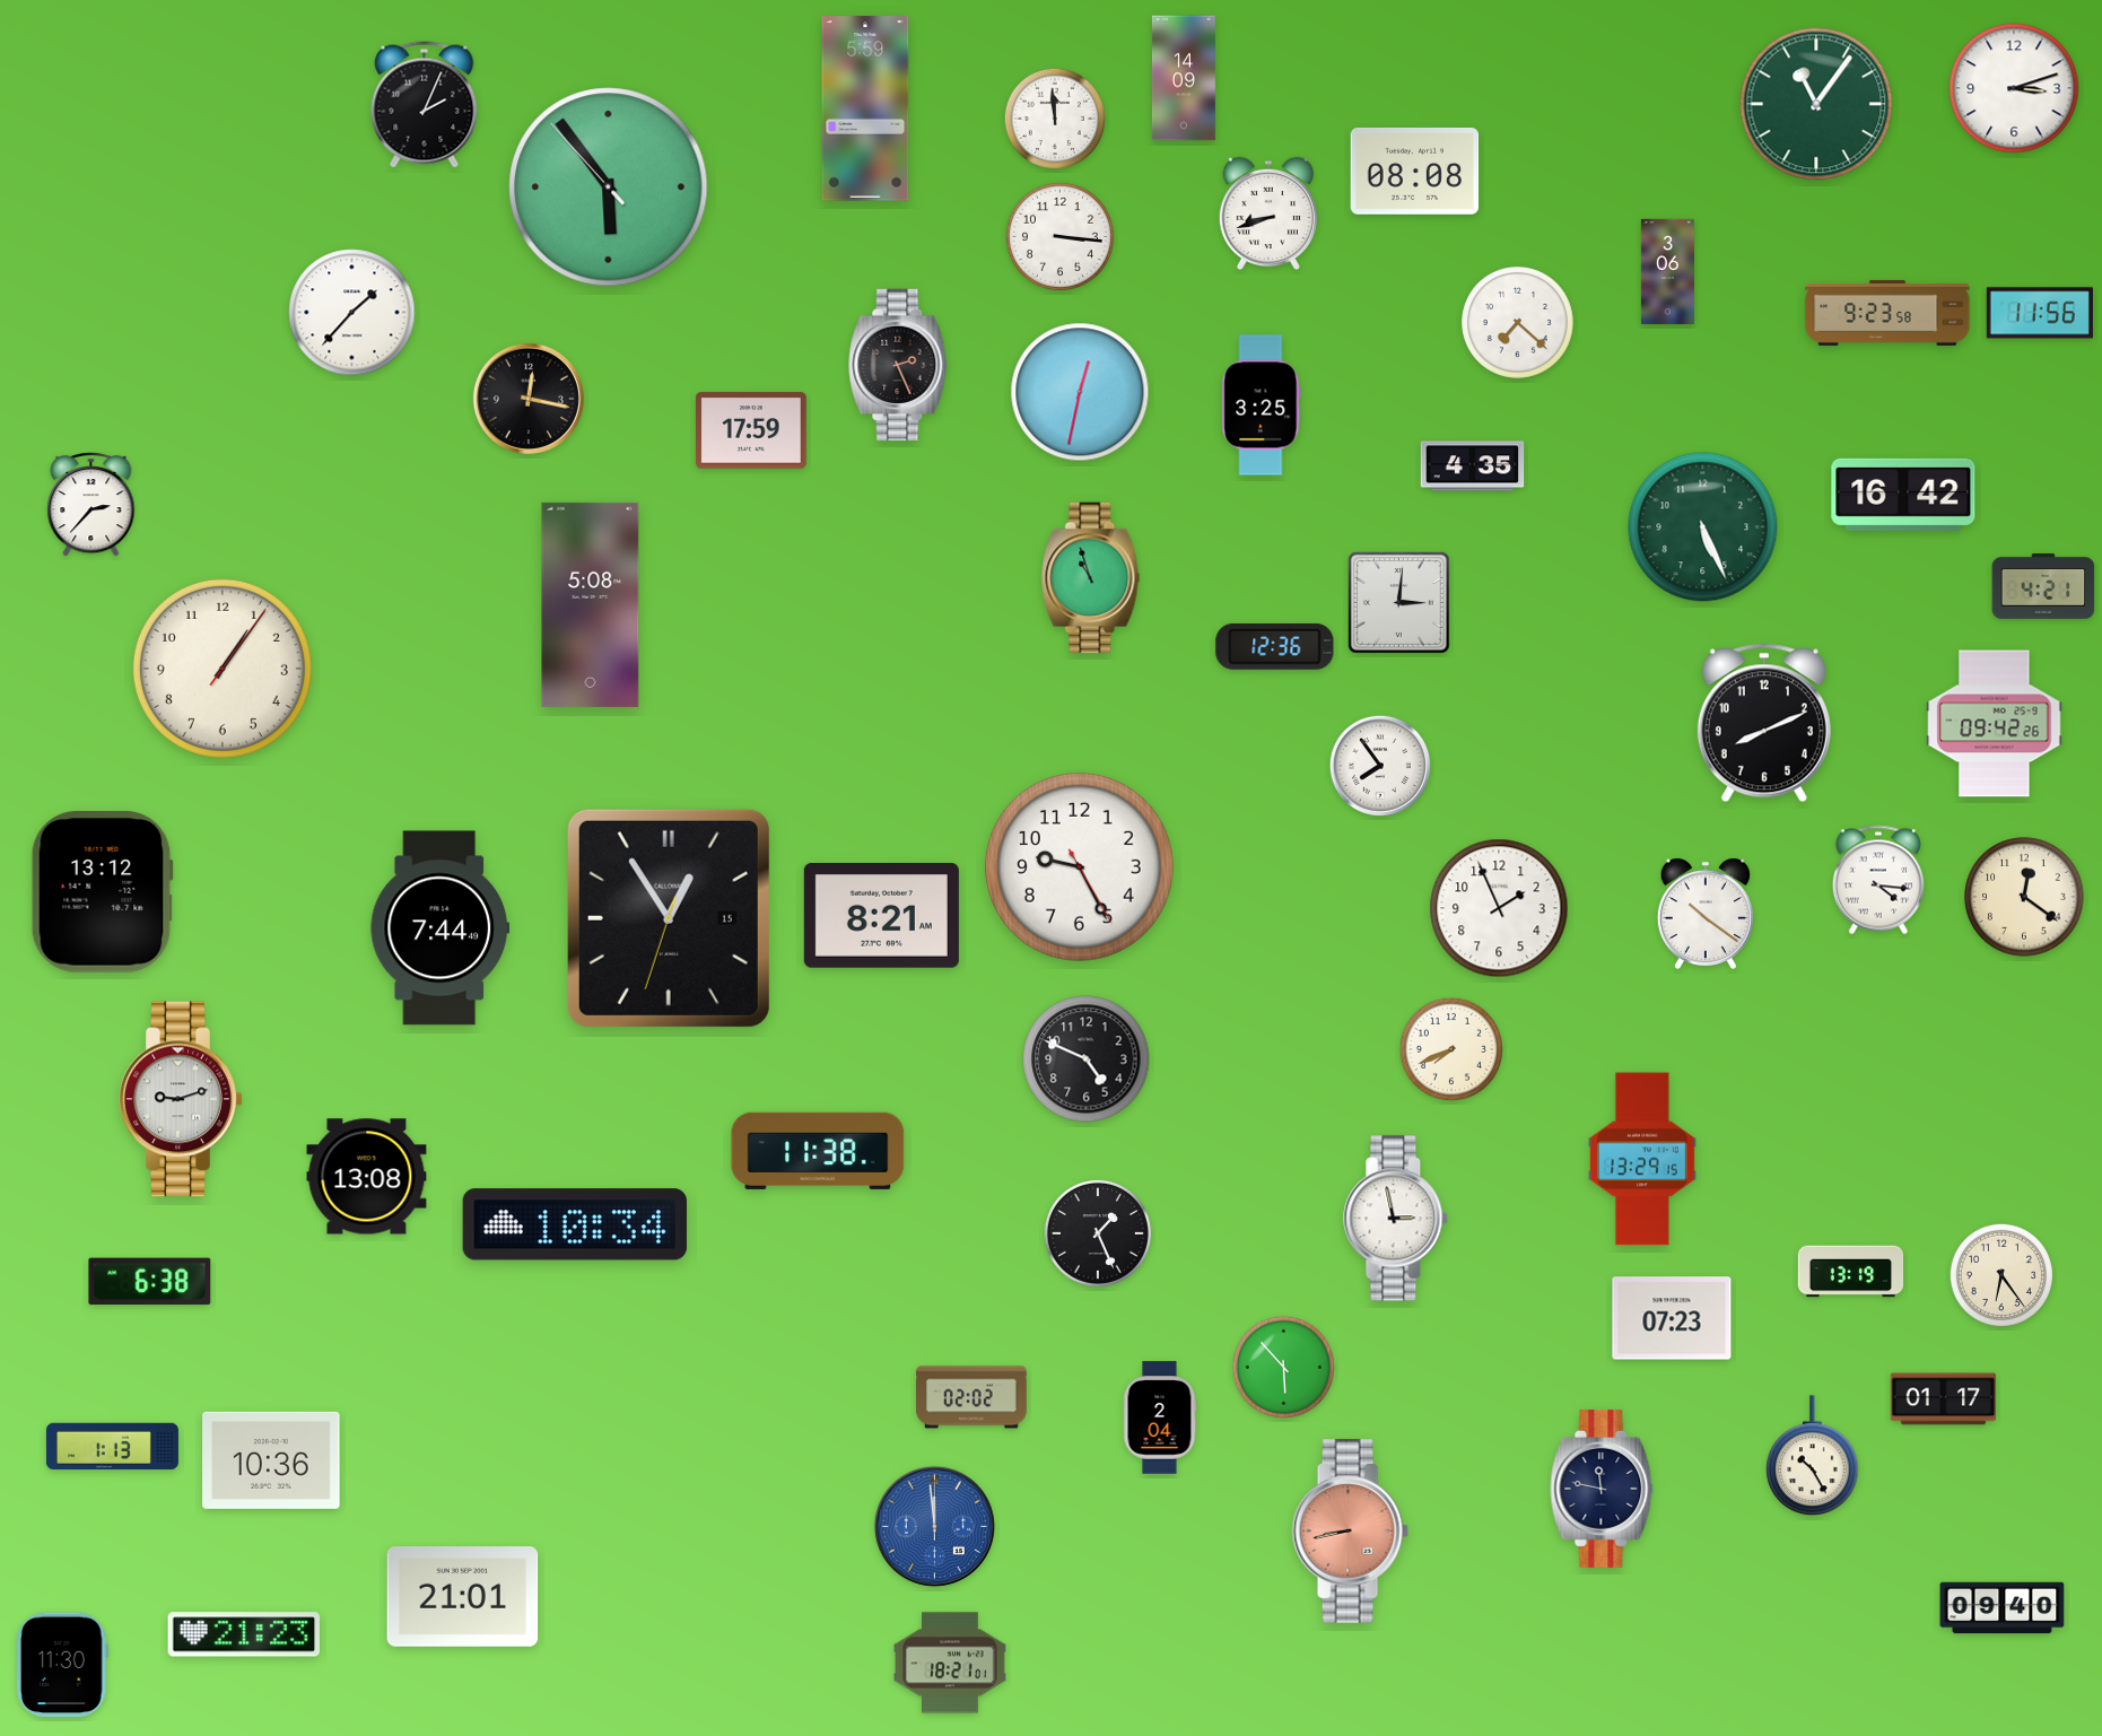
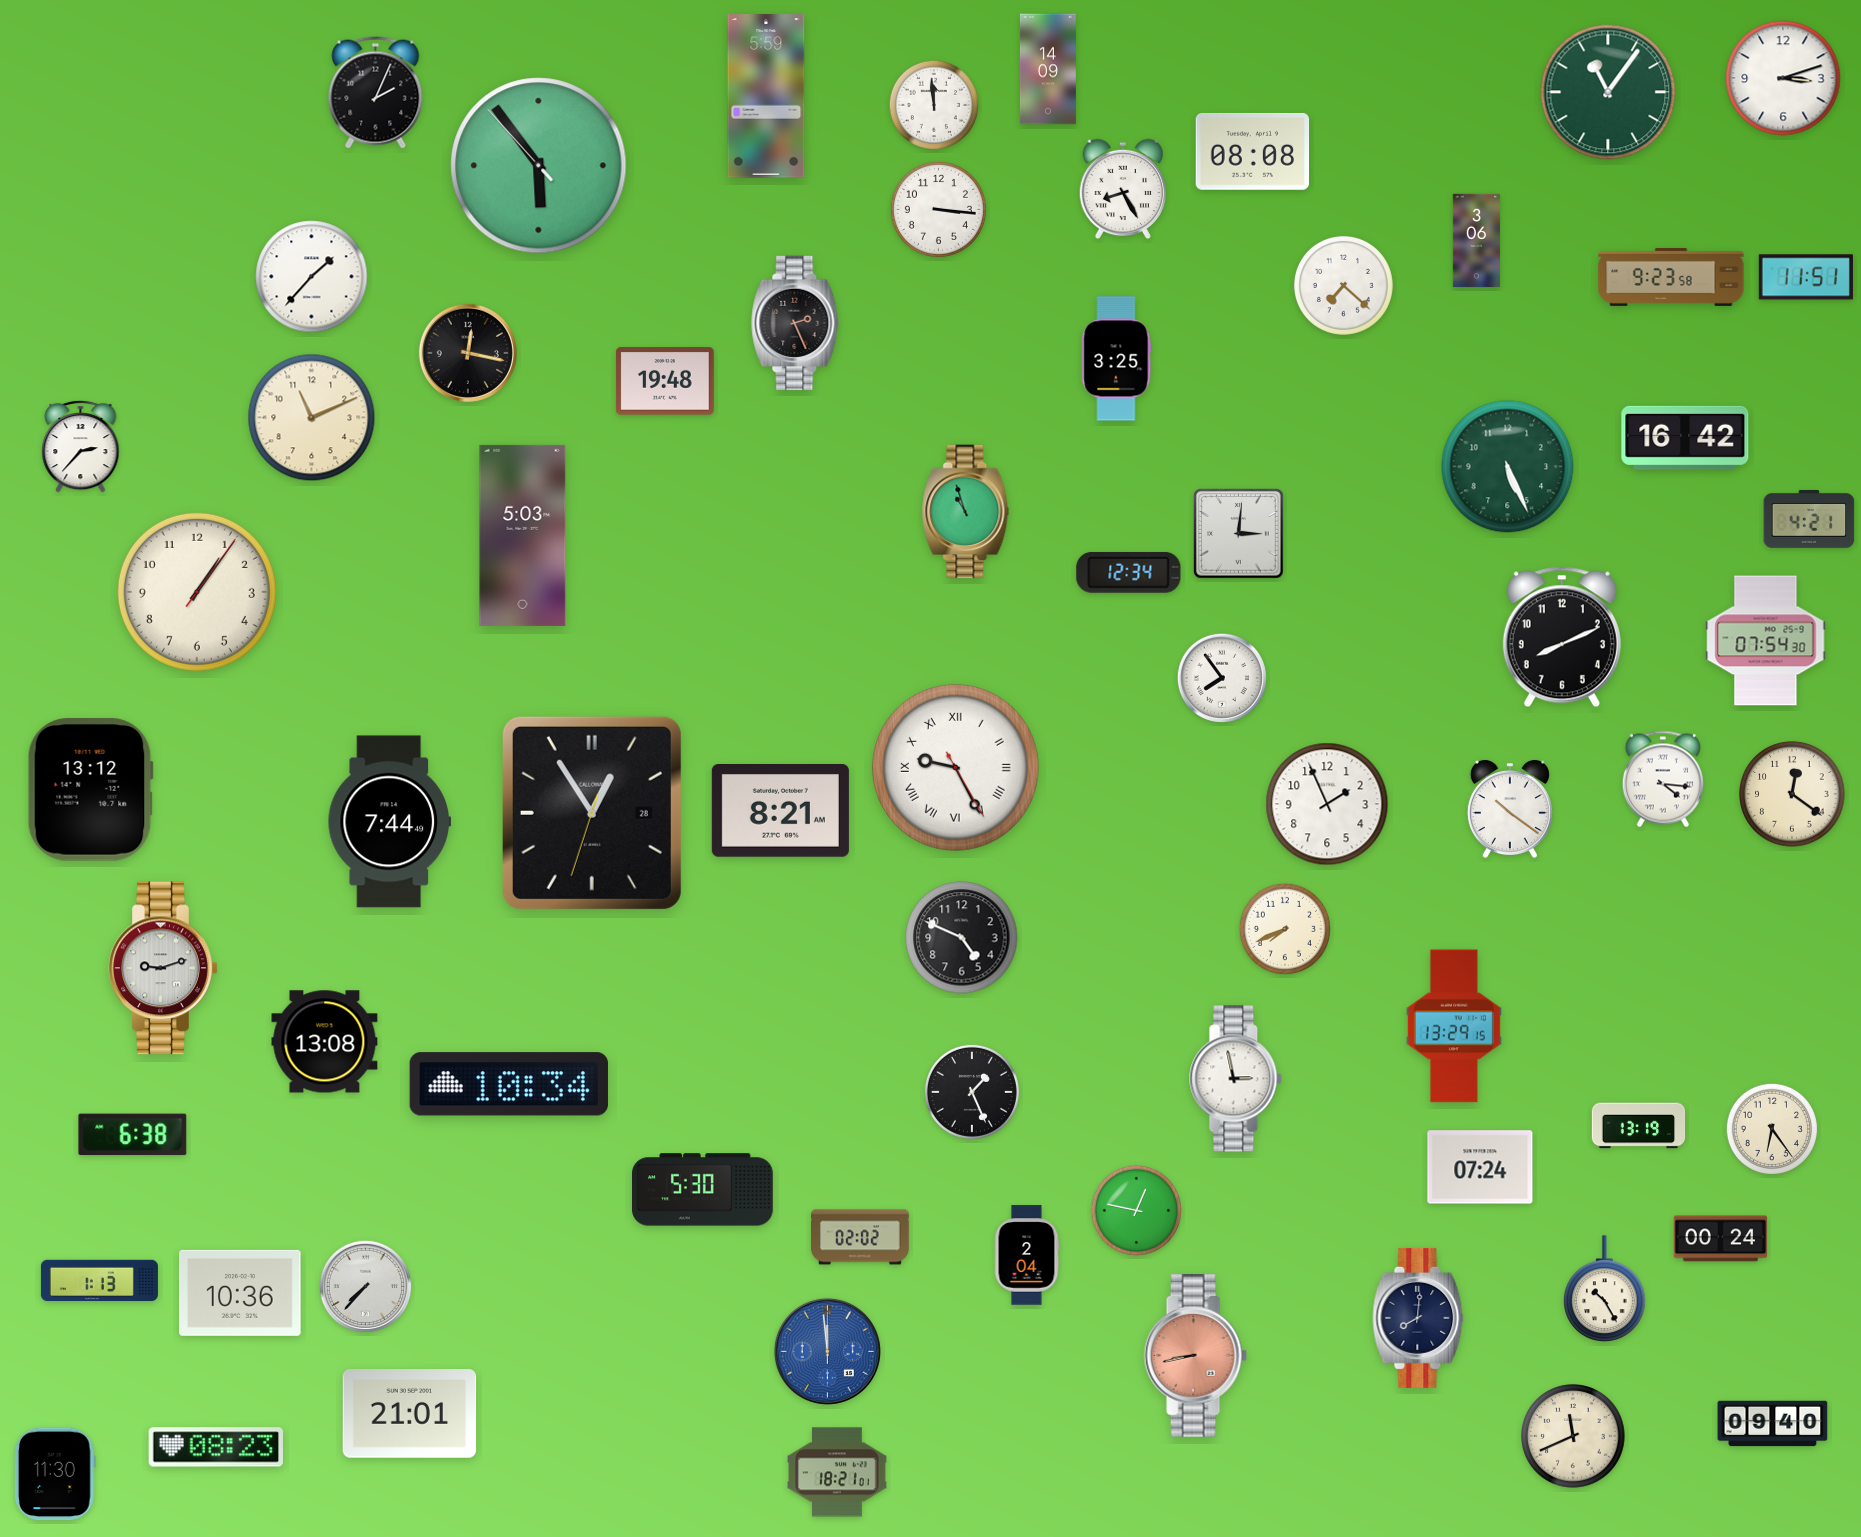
clock at (1268, 213): 8:42 -> 8:25
clock at (2040, 313): 11:56 -> 11:51
clock at (1080, 392): 12:32 -> none
clock at (751, 430): 17:59 -> 19:48
clock at (1473, 466): 4:35 -> none
clock at (312, 418): none -> 11:11
clock at (591, 604): 5:08 -> 5:03
clock at (1275, 646): 12:36 -> 12:34
clock at (1764, 723) position: (1764, 723) -> (1562, 637)
clock at (1995, 724): 09:42 -> 07:54
clock at (1079, 866) numerals: Arabic -> Roman
clock at (669, 918) date: 15 -> 28
clock at (181, 1099) position: (181, 1099) -> (163, 968)
clock at (818, 1151): 11:38 -> none
clock at (1672, 1318): 07:23 -> 07:24
clock at (703, 1190): none -> 5:30
clock at (1283, 1367): 5:53 -> 12:47
clock at (1944, 1399): 01:17 -> 00:24
clock at (365, 1286): none -> 7:37
clock at (1602, 1489): 11:47 -> 8:01
clock at (1573, 1436): none -> 11:41
clock at (243, 1634): 21:23 -> 08:23
clock at (950, 1663) position: (950, 1663) -> (837, 1472)
